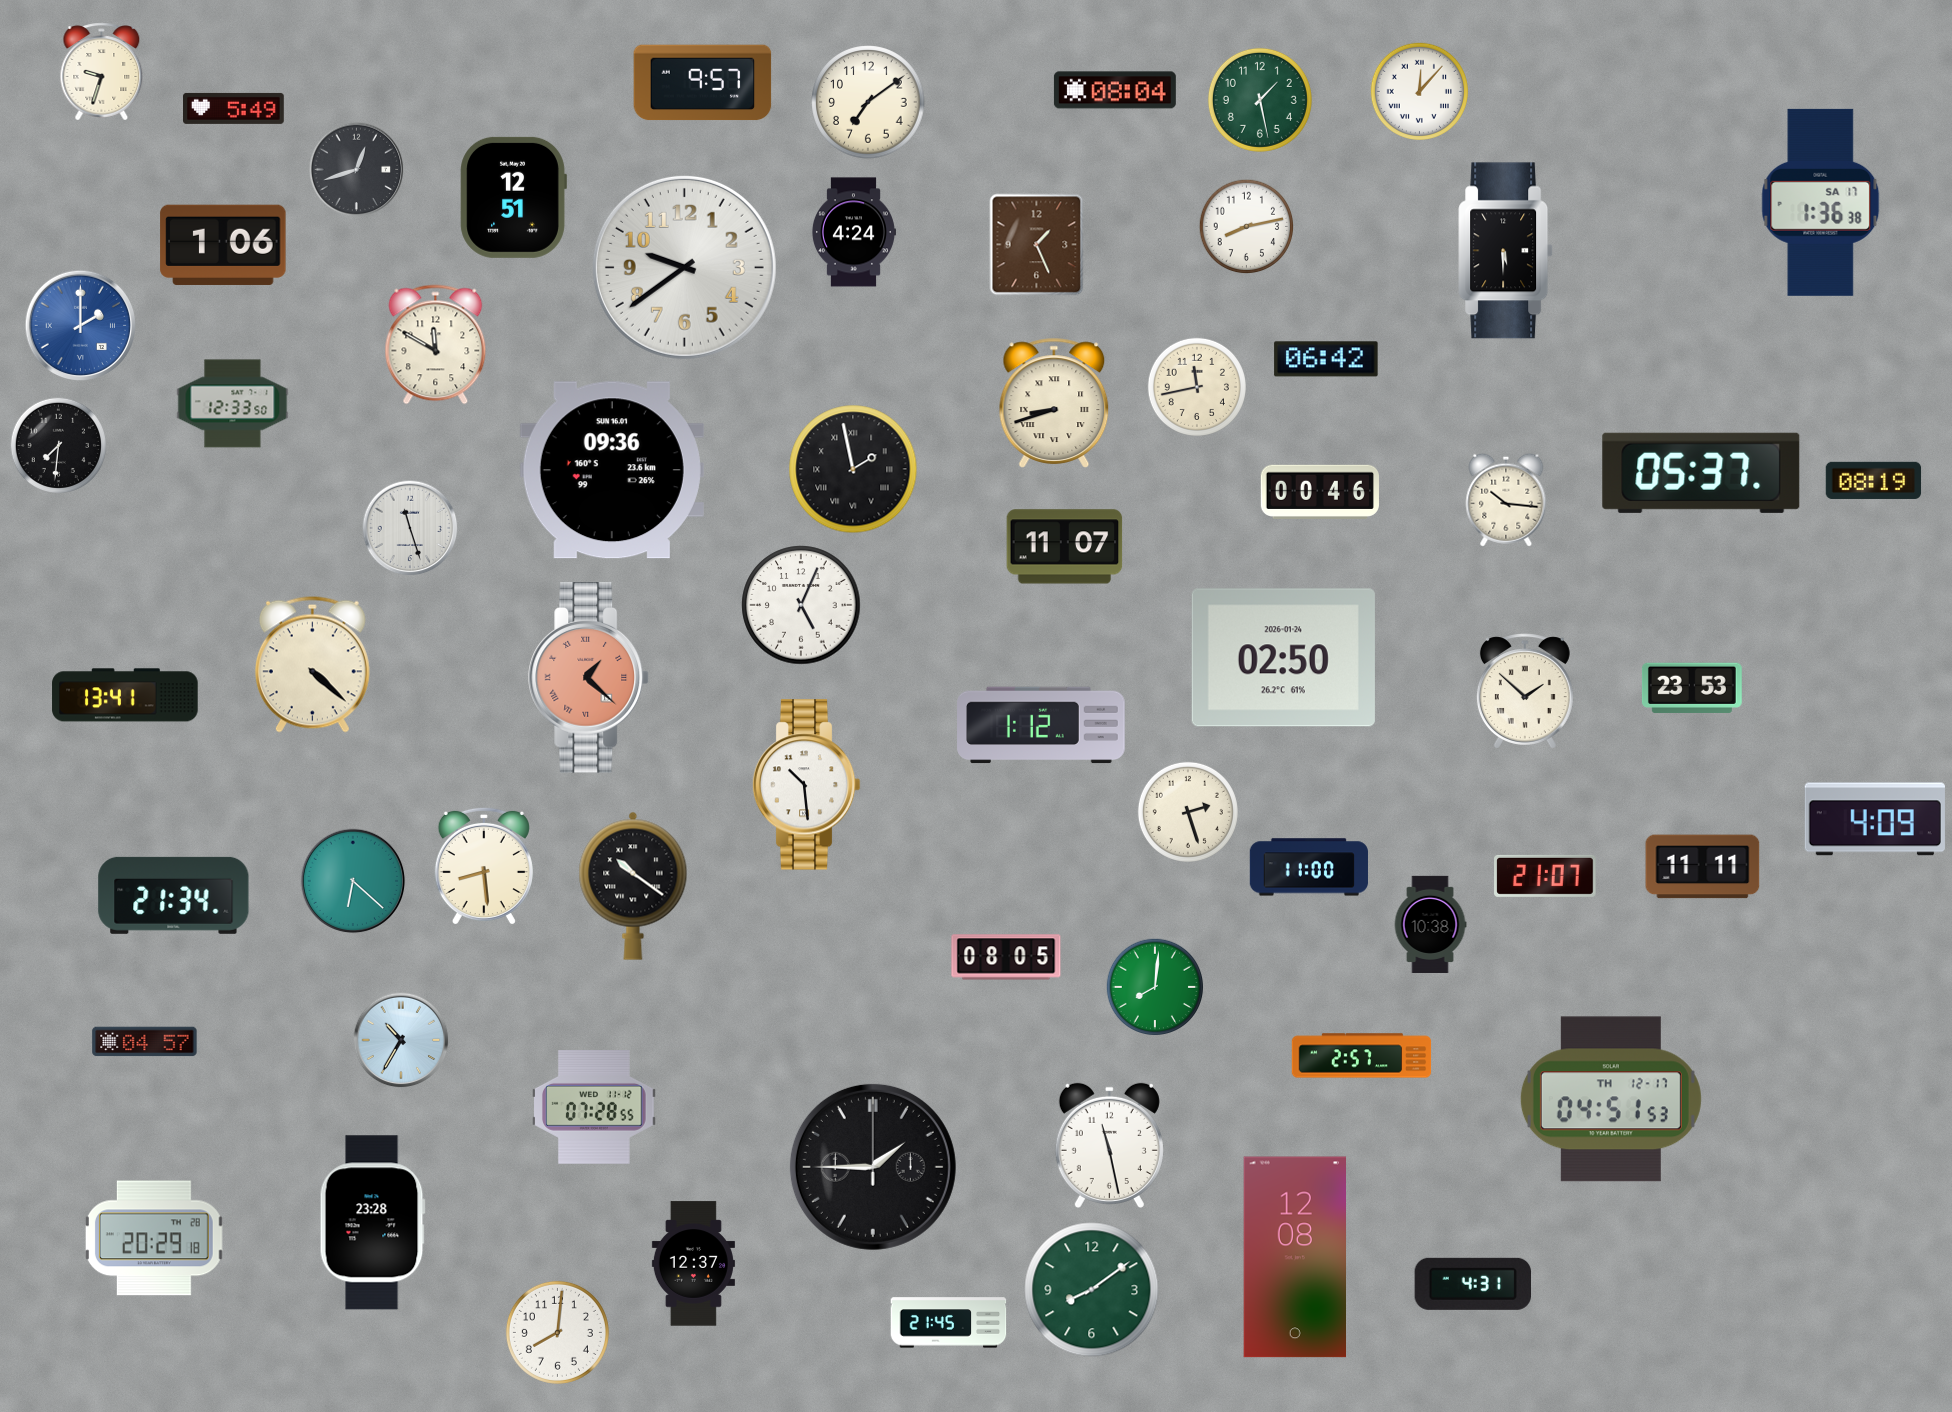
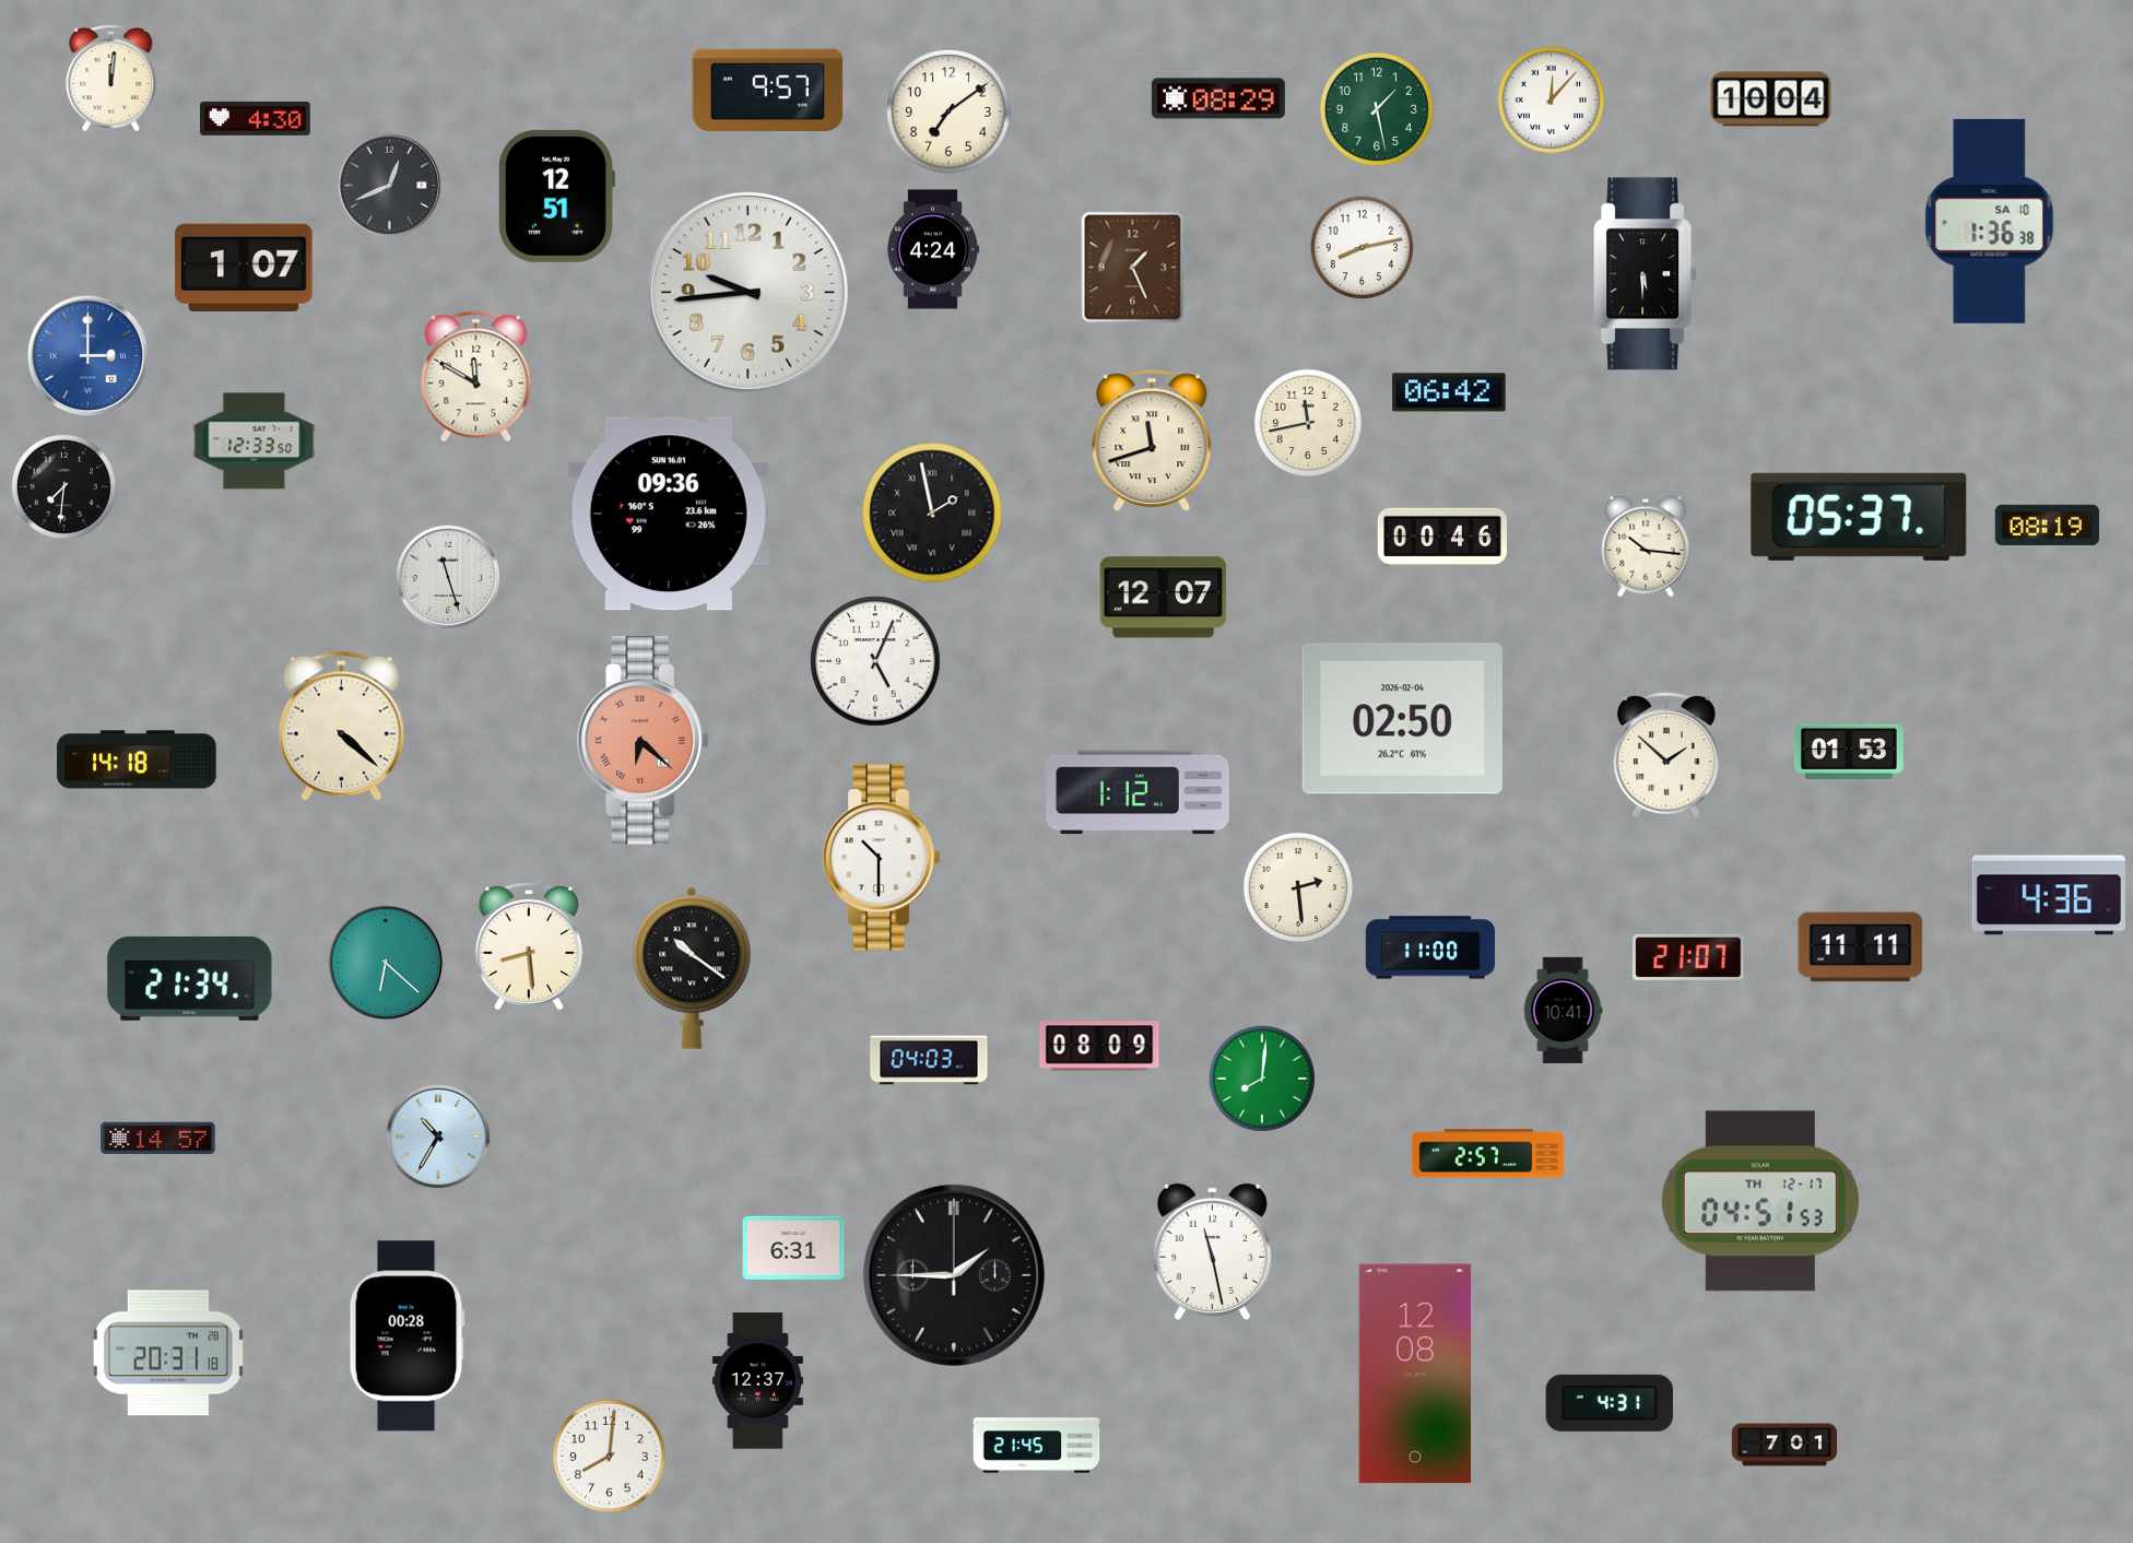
clock at (102, 72): 9:33 -> 12:01
clock at (1115, 90): 08:04 -> 08:29
clock at (1771, 99): none -> 10:04
clock at (234, 108): 5:49 -> 4:30
clock at (357, 170): 12:42 -> 12:41
clock at (513, 197) position: (513, 197) -> (556, 196)
clock at (1821, 202) date: SA 17 -> SA 10
clock at (853, 232) position: (853, 232) -> (932, 249)
clock at (223, 245): 1:06 -> 1:07
clock at (684, 267): 9:39 -> 9:44
clock at (80, 325): 2:00 -> 3:00
clock at (1054, 403): 8:42 -> 11:42
clock at (1065, 547): 11:07 -> 12:07
clock at (1283, 658) date: 2026-01-24 -> 2026-02-04
clock at (589, 678): 1:22 -> 6:22
clock at (1692, 688): 23:53 -> 01:53
clock at (125, 695): 13:41 -> 14:18
clock at (806, 785): 10:29 -> 10:30
clock at (1188, 812): 2:27 -> 2:29
clock at (1875, 819): 4:09 -> 4:36
clock at (1430, 924): 10:38 -> 10:41
clock at (1006, 957): 08:05 -> 08:09
clock at (929, 1060): none -> 04:03
clock at (145, 1042): 04:57 -> 14:57
clock at (594, 1108): 07:28 -> none
clock at (793, 1248): none -> 6:31
clock at (372, 1223): 23:28 -> 00:28
clock at (154, 1238): 20:29 -> 20:31
clock at (1092, 1290): 8:09 -> none
clock at (1784, 1445): none -> 7:01
